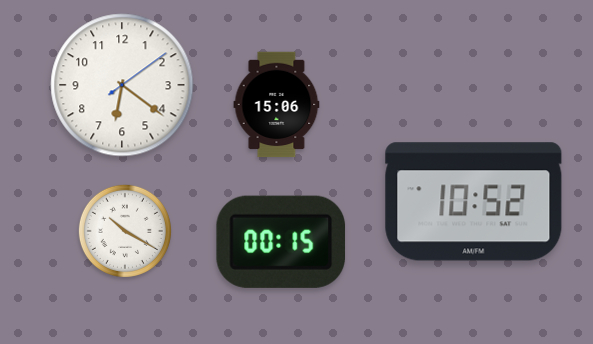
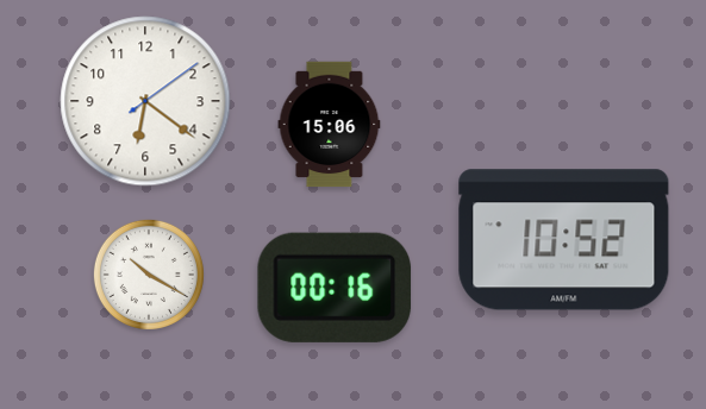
clock at (281, 242): 00:15 -> 00:16
